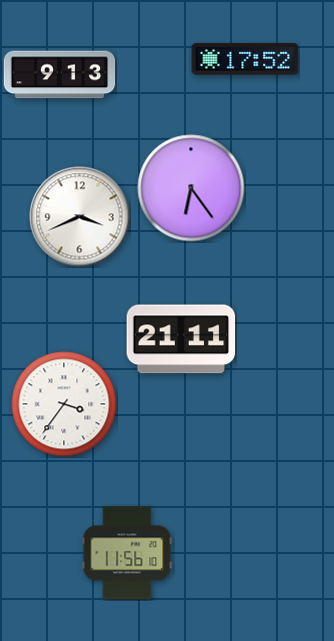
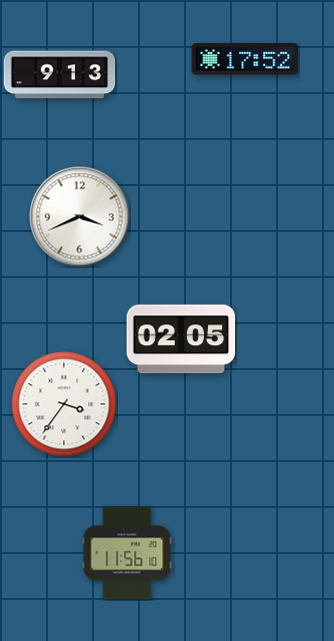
clock at (191, 188): 6:24 -> none
clock at (181, 339): 21:11 -> 02:05
